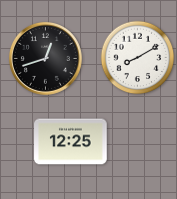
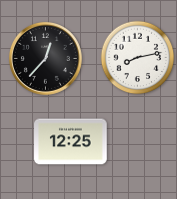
clock at (45, 58): 12:42 -> 12:37
clock at (138, 58): 8:10 -> 8:13
